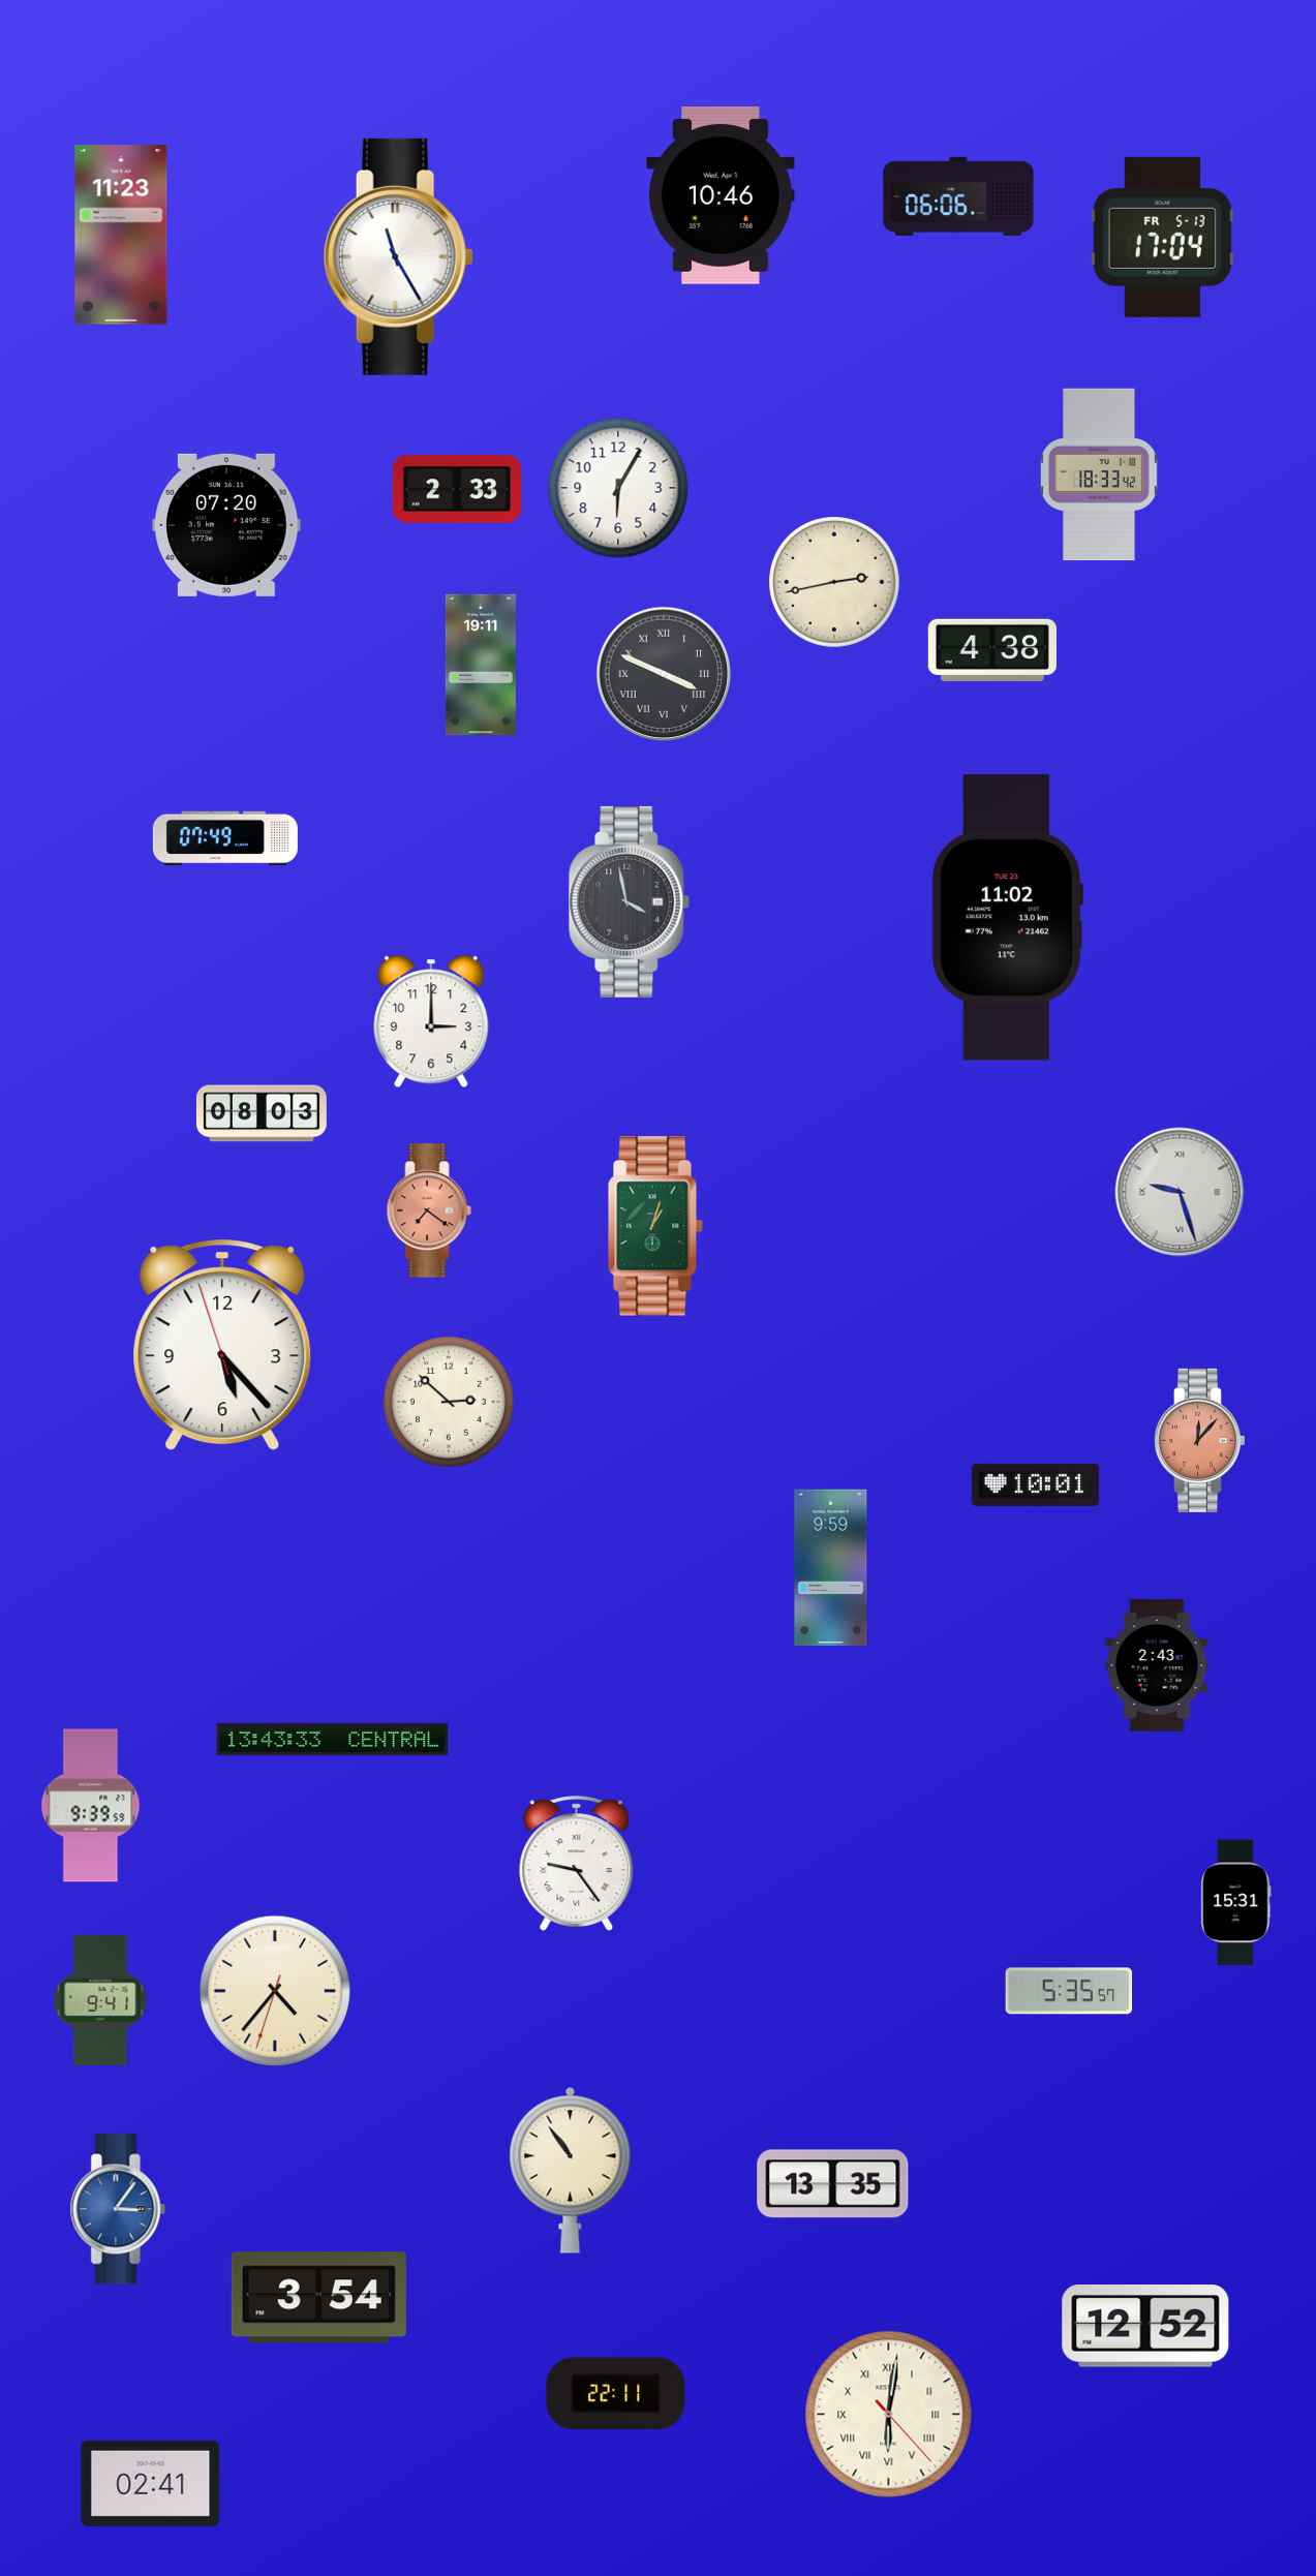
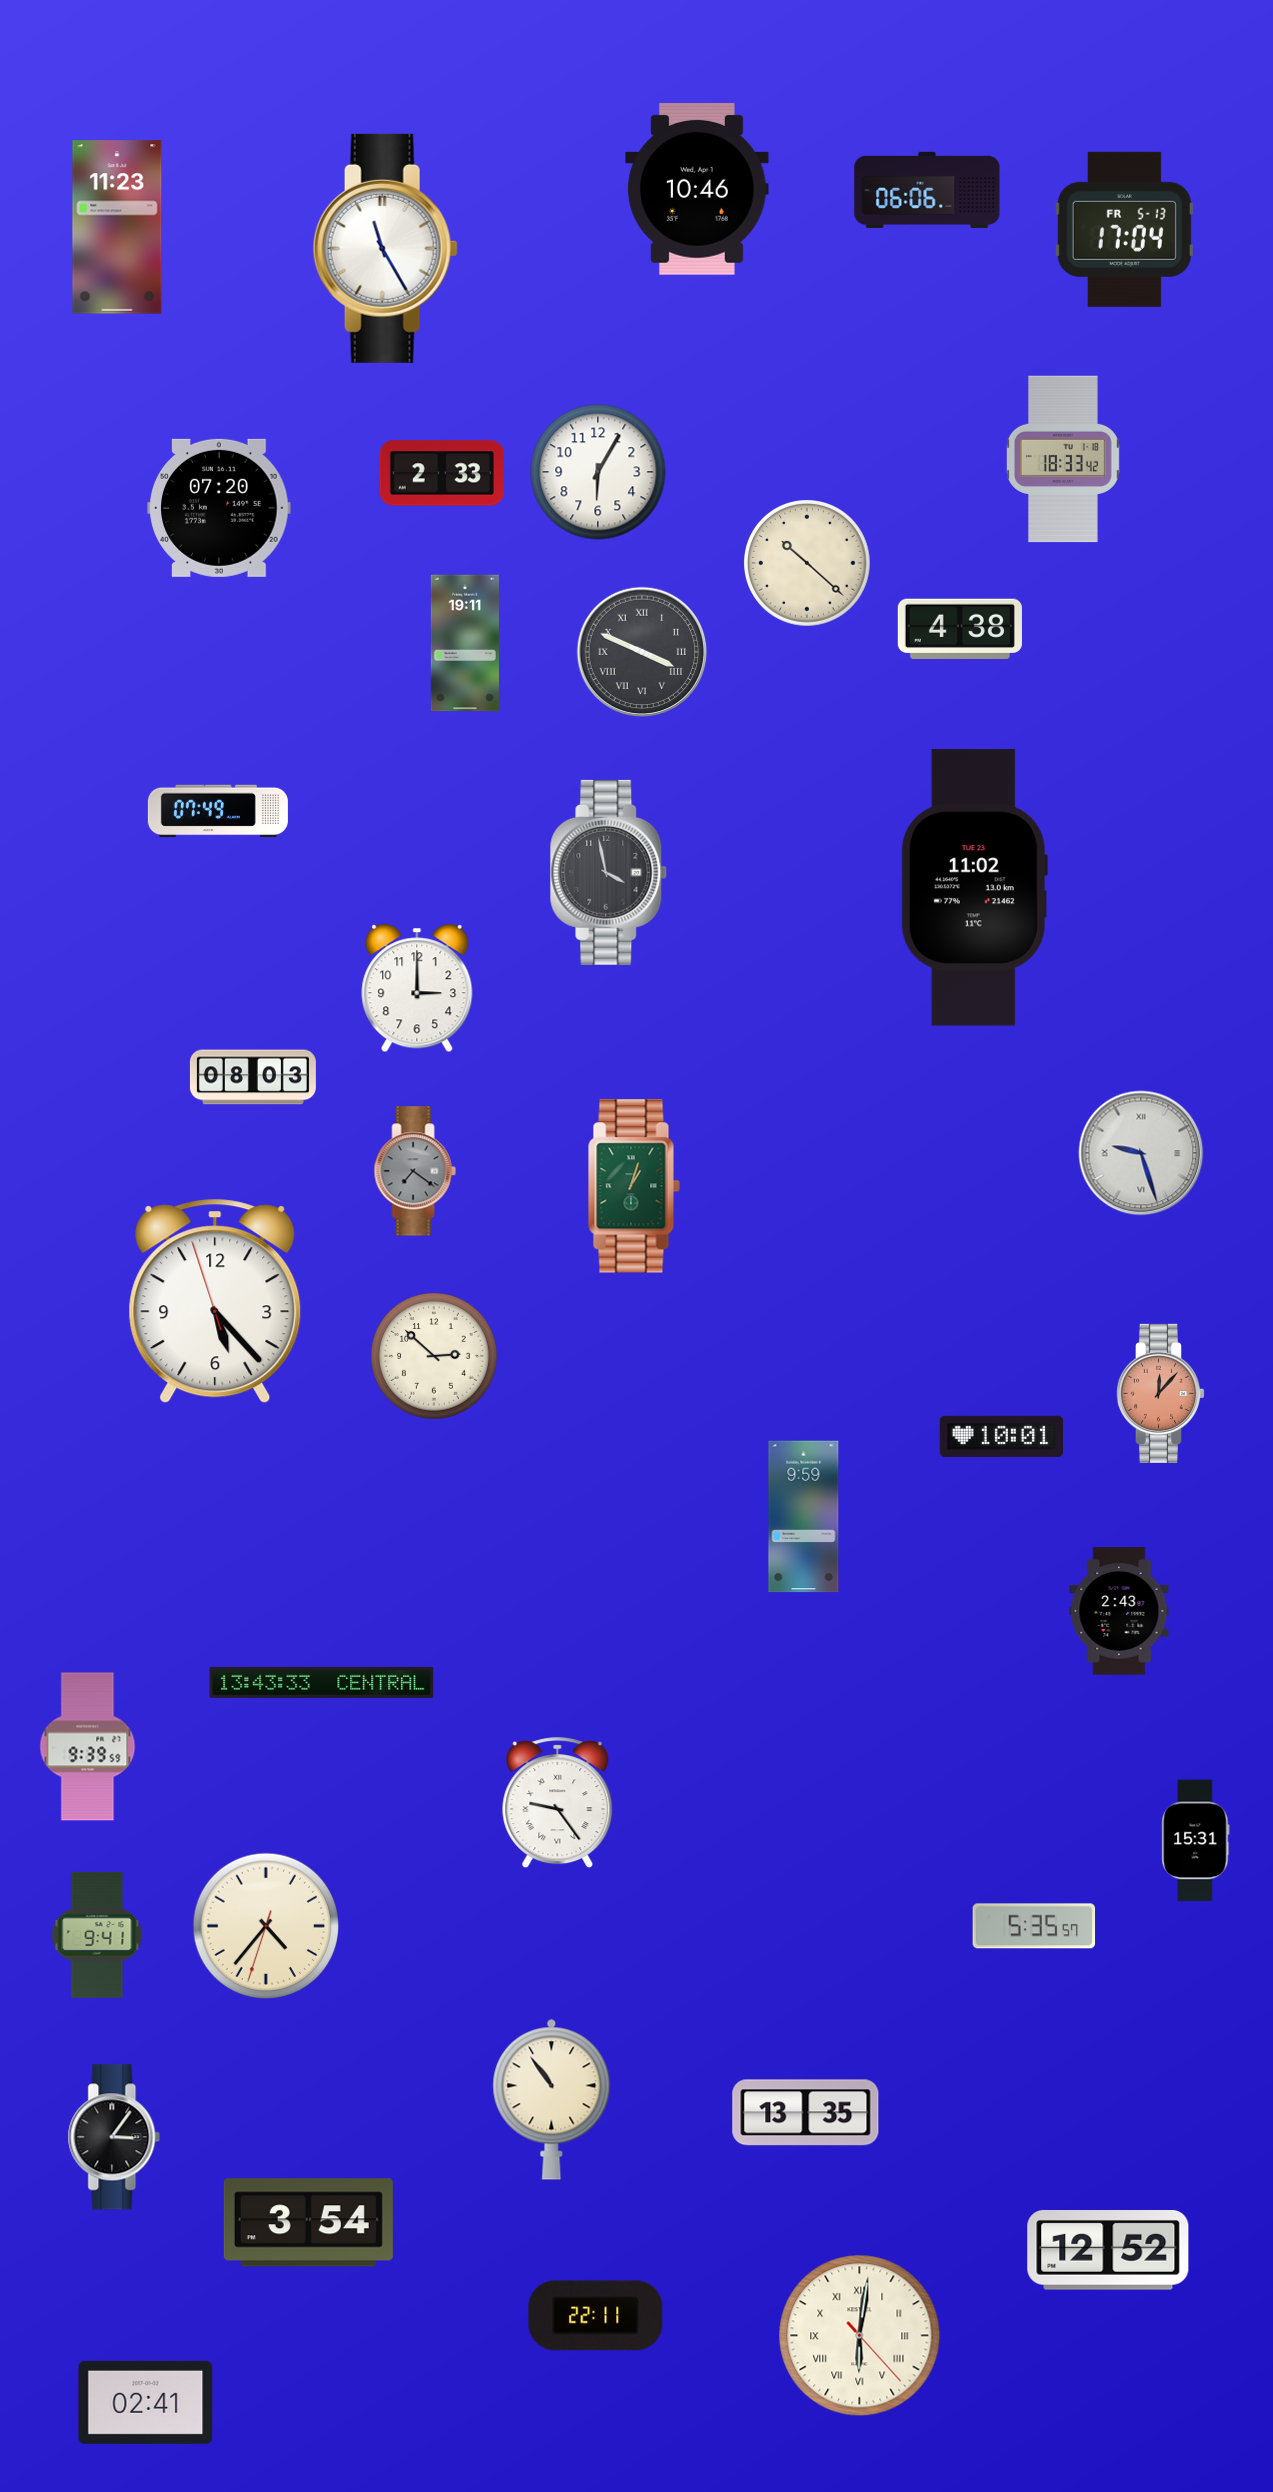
clock at (835, 583): 2:43 -> 10:22
clock at (429, 1210) dial: salmon -> grey
clock at (118, 2209) dial: blue -> black
